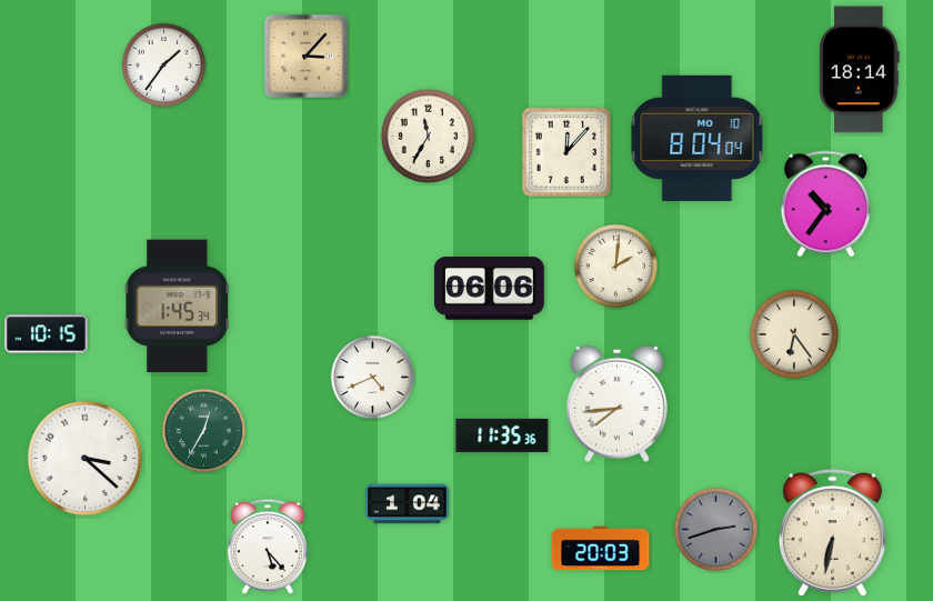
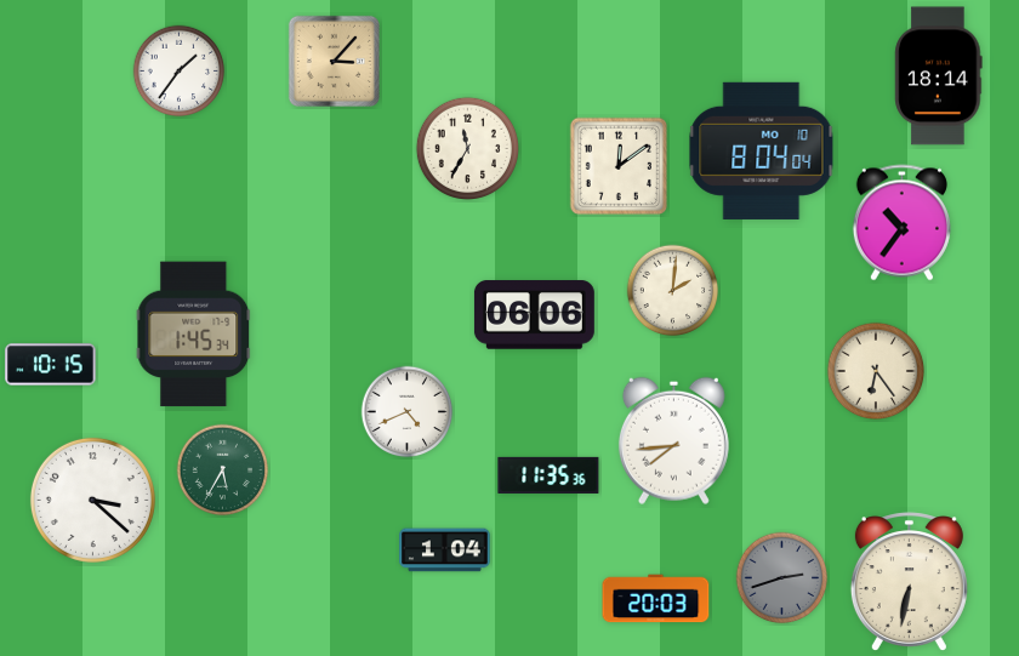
clock at (565, 151): 12:07 -> 12:09
clock at (794, 334) position: (794, 334) -> (876, 371)
clock at (204, 431): 12:35 -> 5:35
clock at (268, 547): 5:23 -> none
